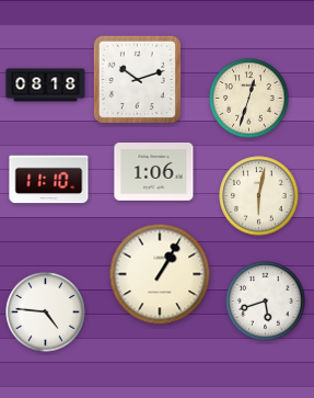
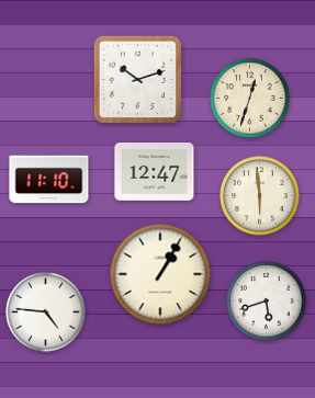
clock at (46, 86): 08:18 -> none
clock at (154, 172): 1:06 -> 12:47
clock at (259, 196): 6:02 -> 5:59
